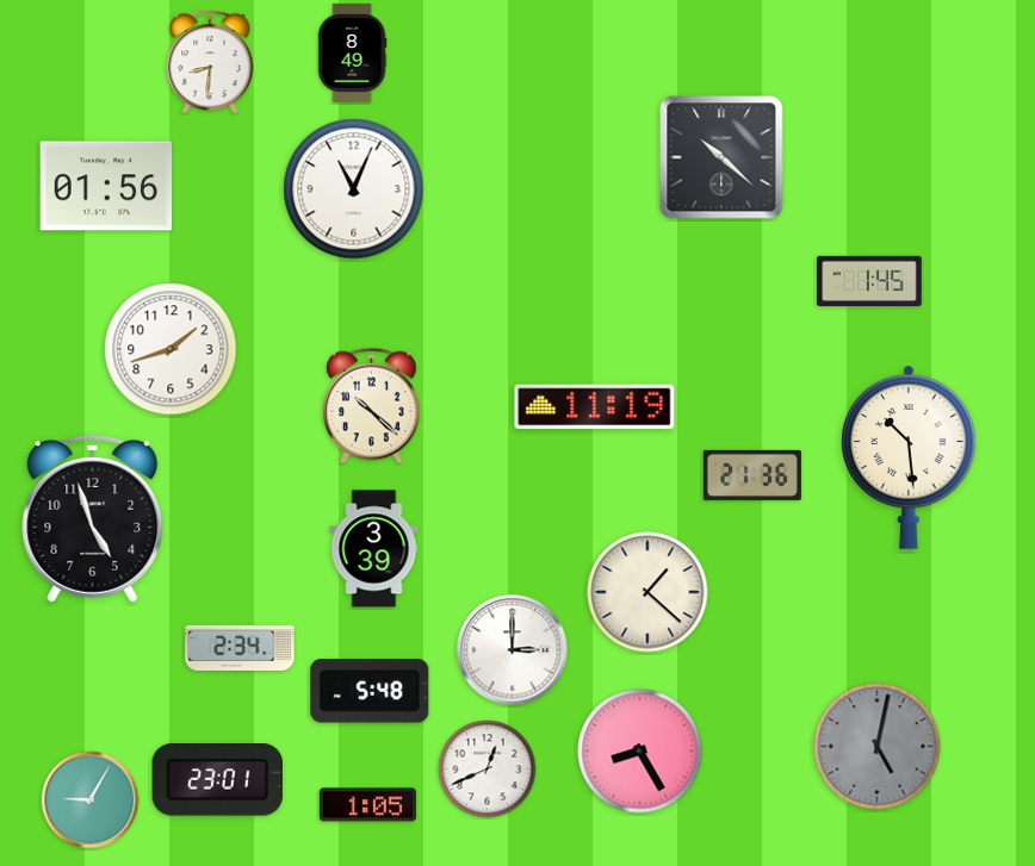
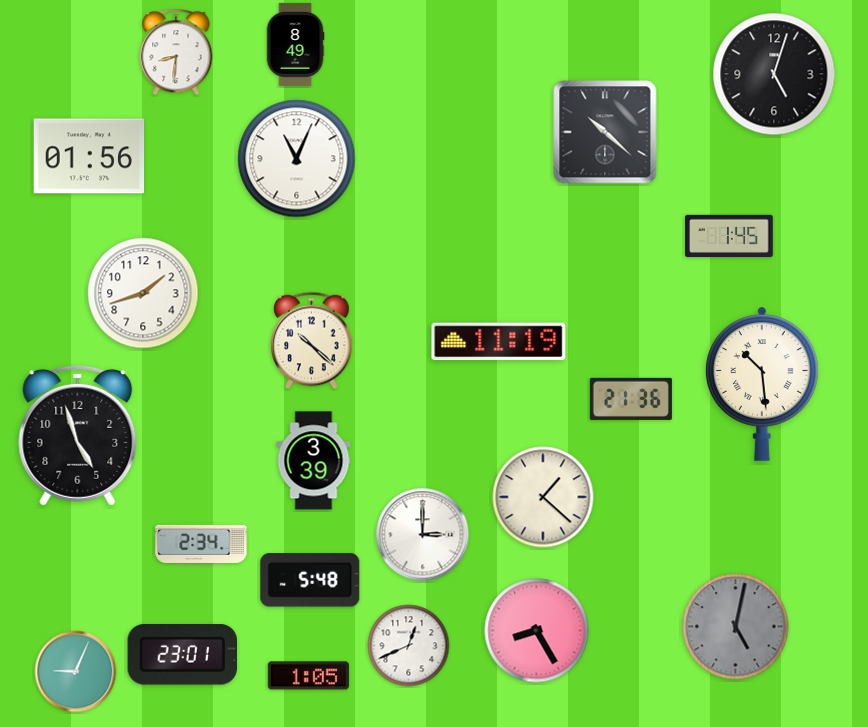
clock at (774, 74): none -> 5:03
clock at (513, 650) position: (513, 650) -> (423, 535)
clock at (91, 800): 9:05 -> 9:04
